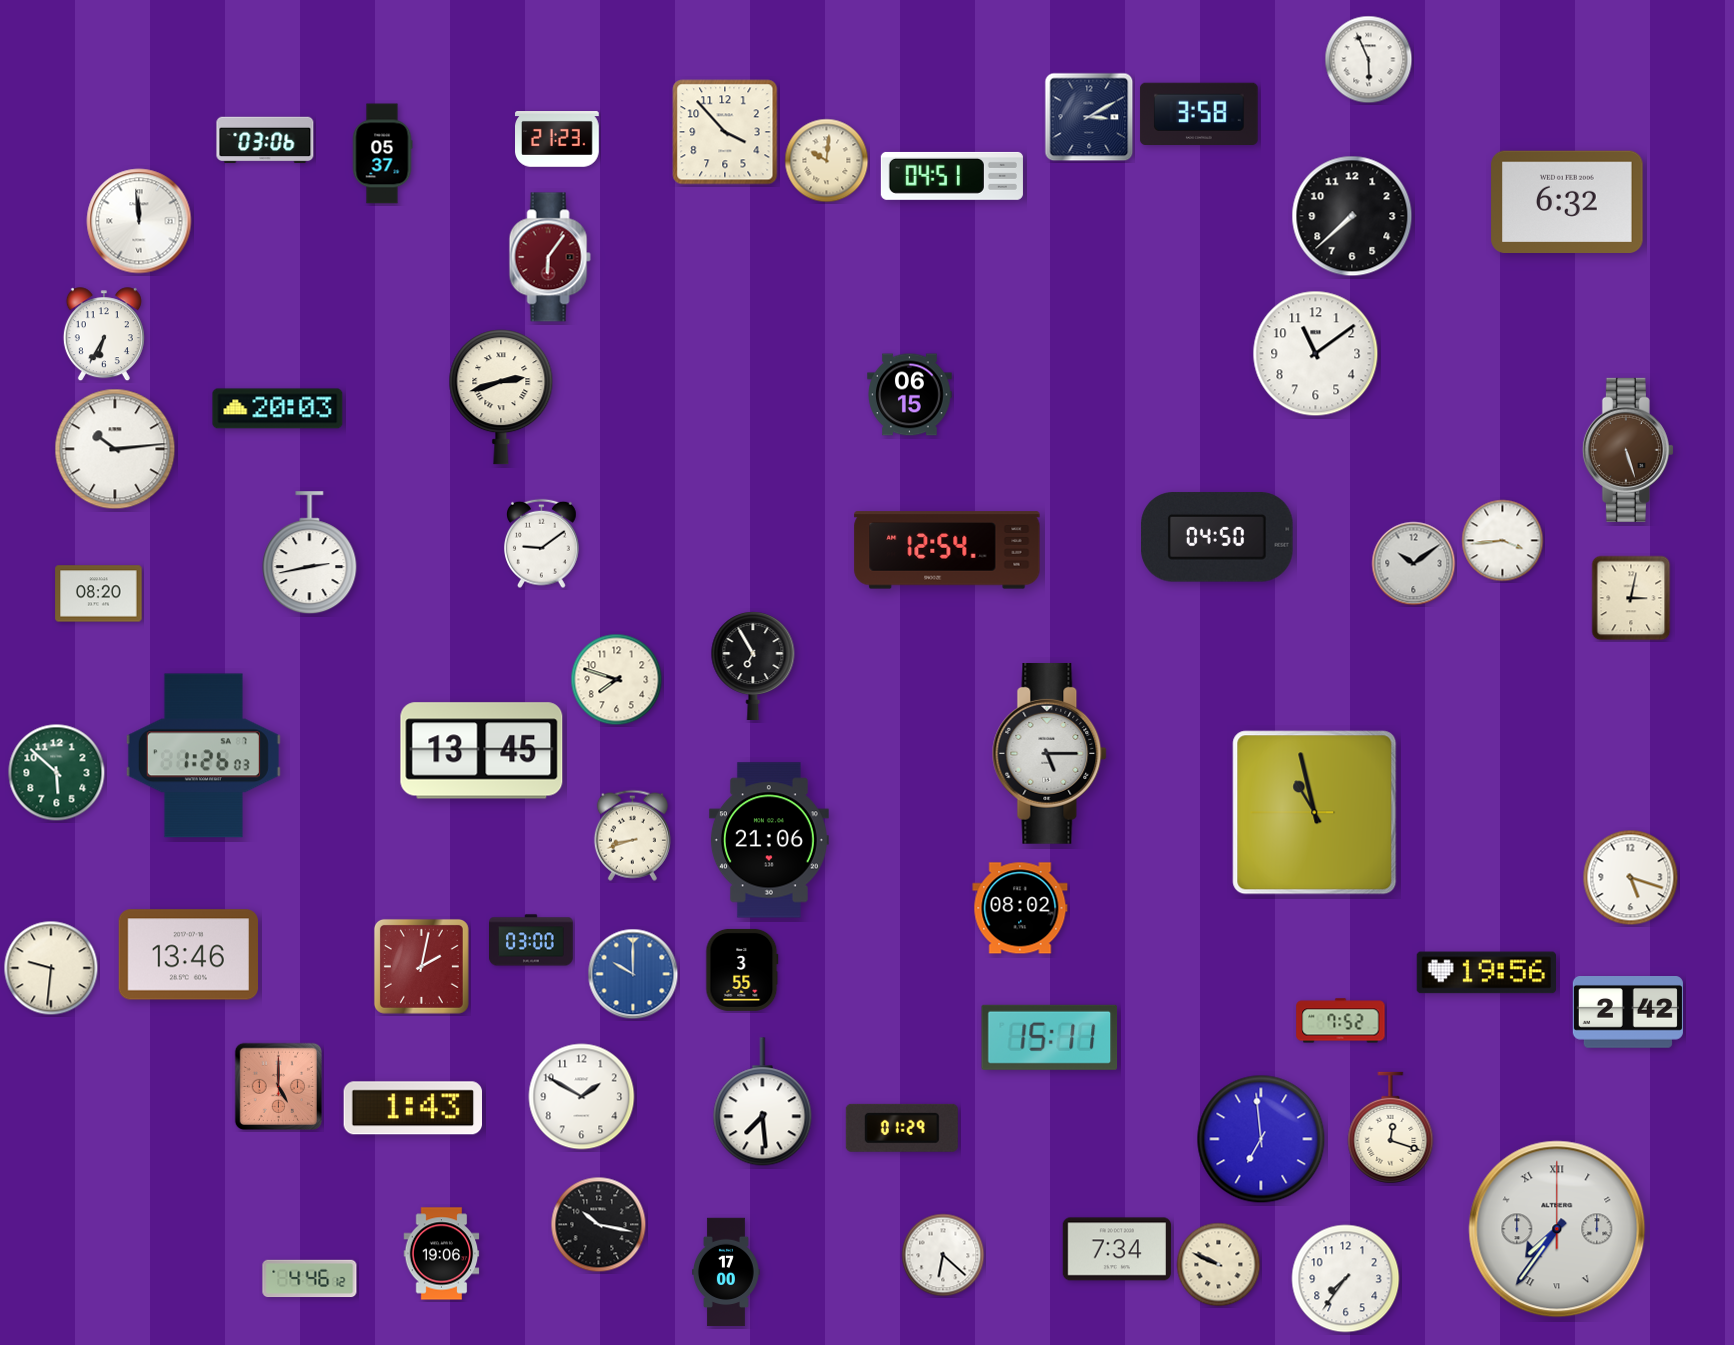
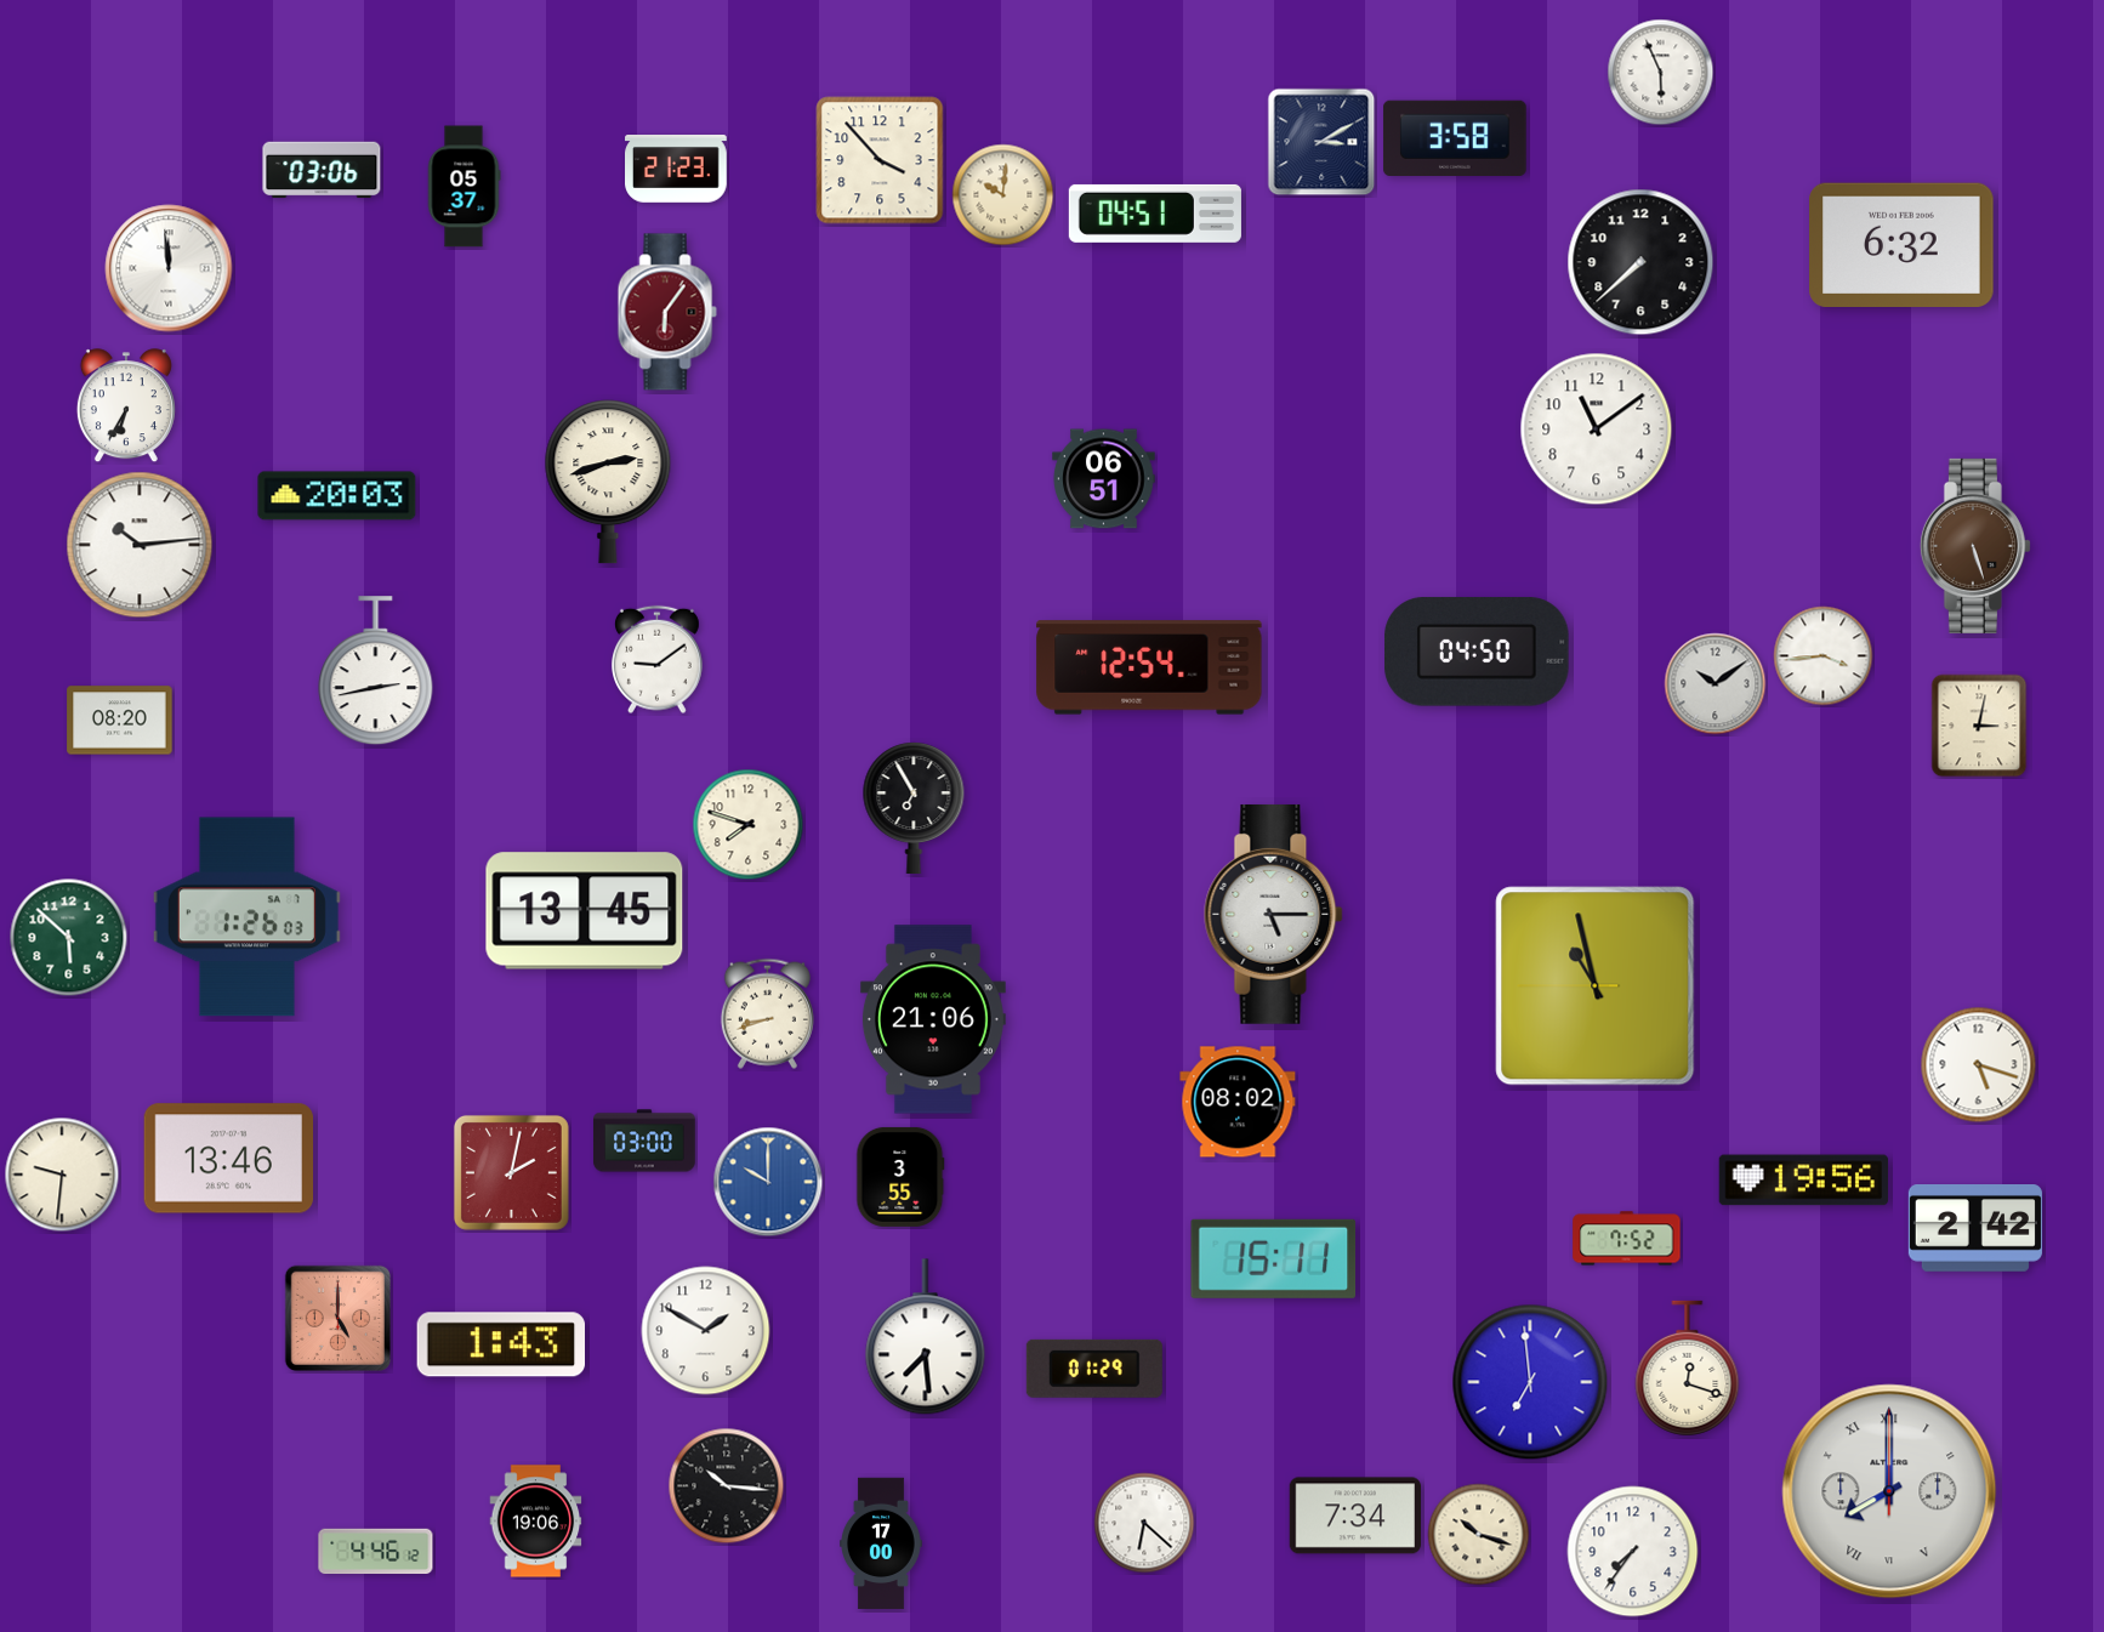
clock at (910, 395): 06:15 -> 06:51
clock at (599, 1225): 10:17 -> 10:16
clock at (1557, 1229): 7:36 -> 8:00
clock at (1219, 1265): 9:49 -> 10:18
